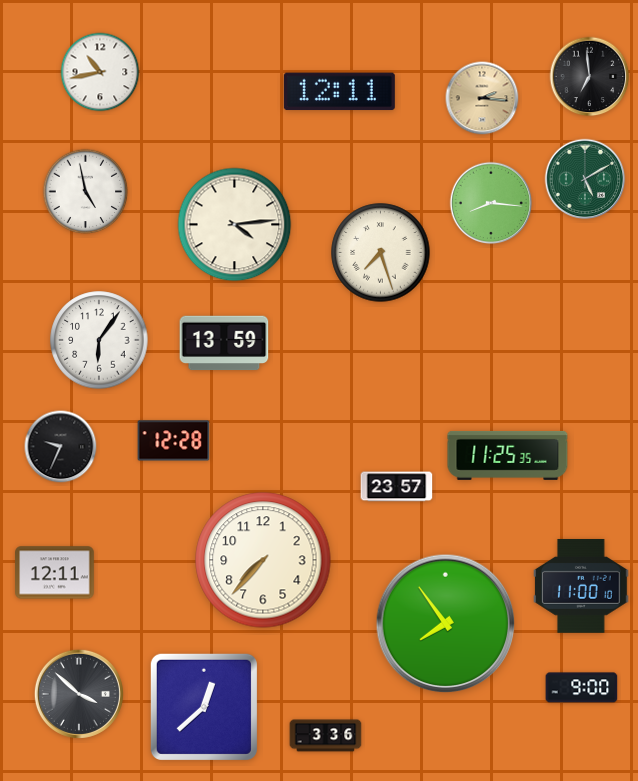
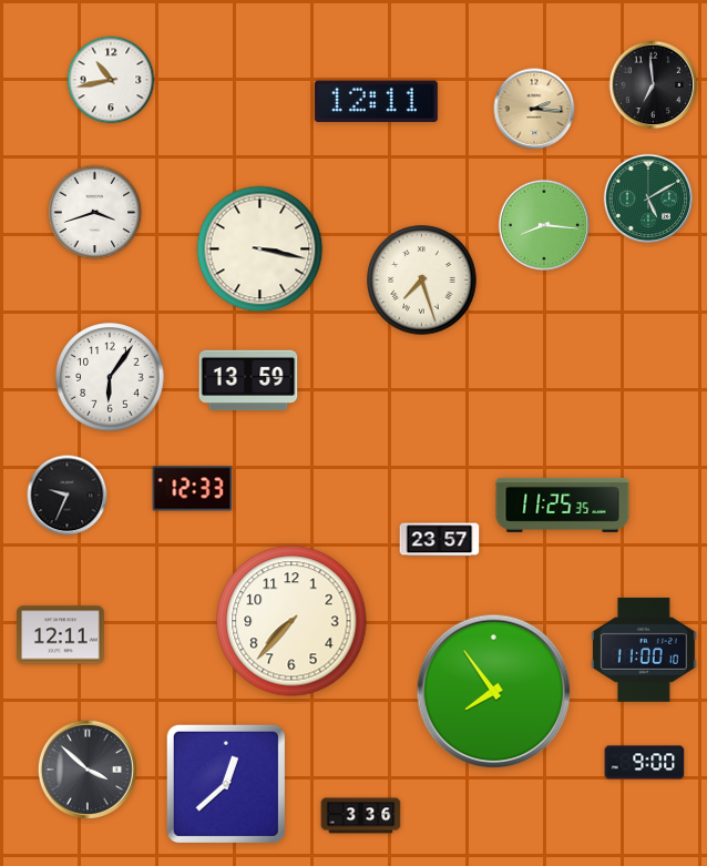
clock at (86, 192): 4:58 -> 3:42
clock at (235, 225): 4:14 -> 3:17
clock at (174, 441): 12:28 -> 12:33
